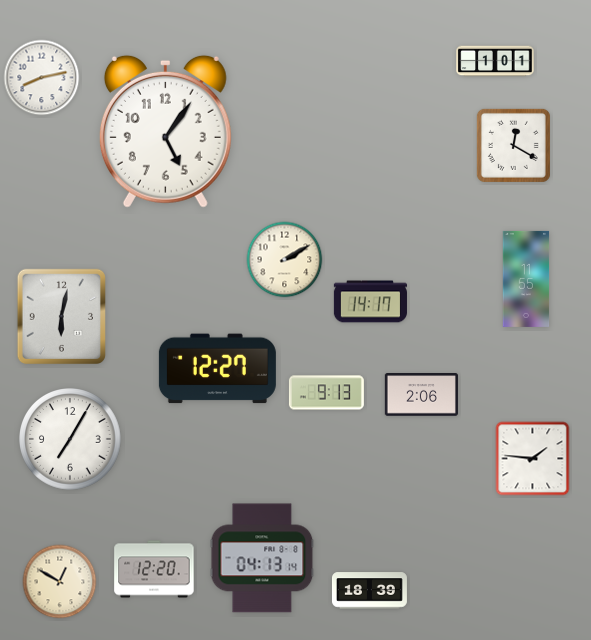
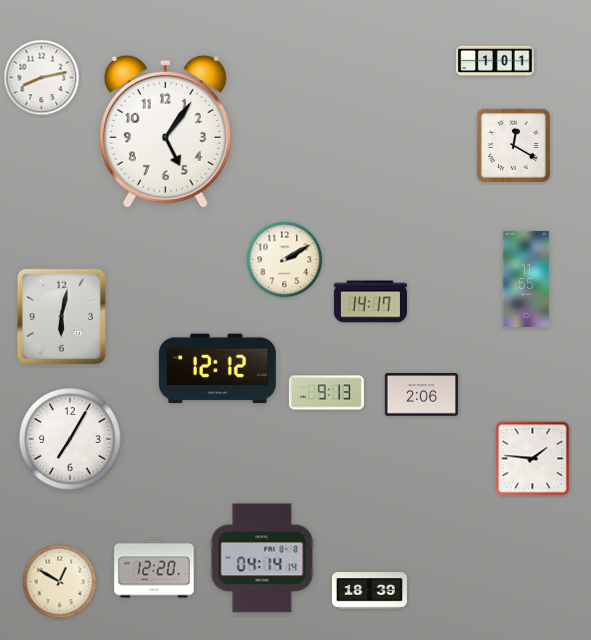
clock at (217, 369): 12:27 -> 12:12
clock at (262, 558): 04:13 -> 04:14
